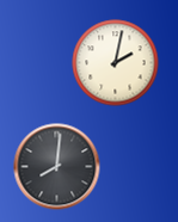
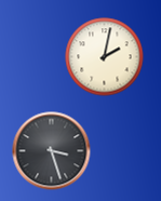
clock at (57, 167): 8:01 -> 3:27
